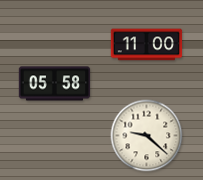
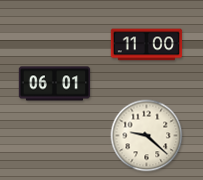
clock at (55, 84): 05:58 -> 06:01
